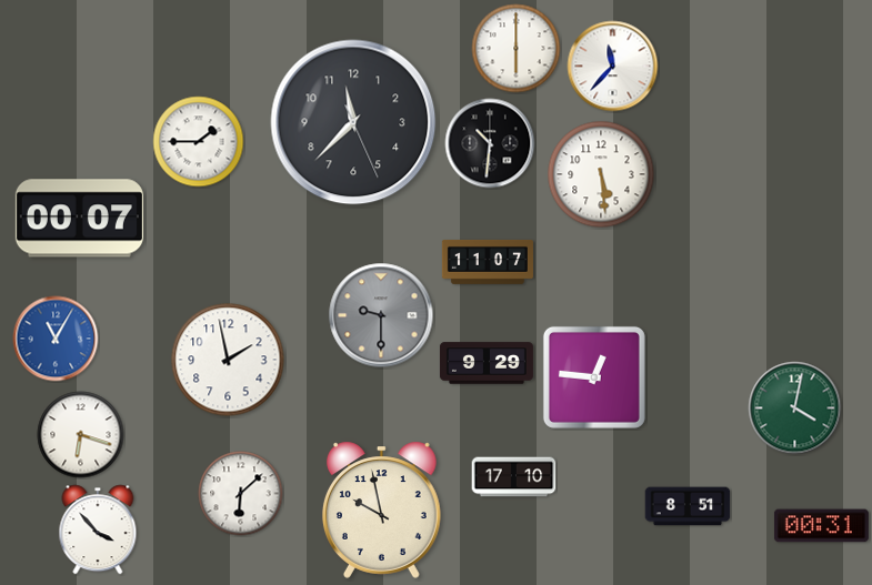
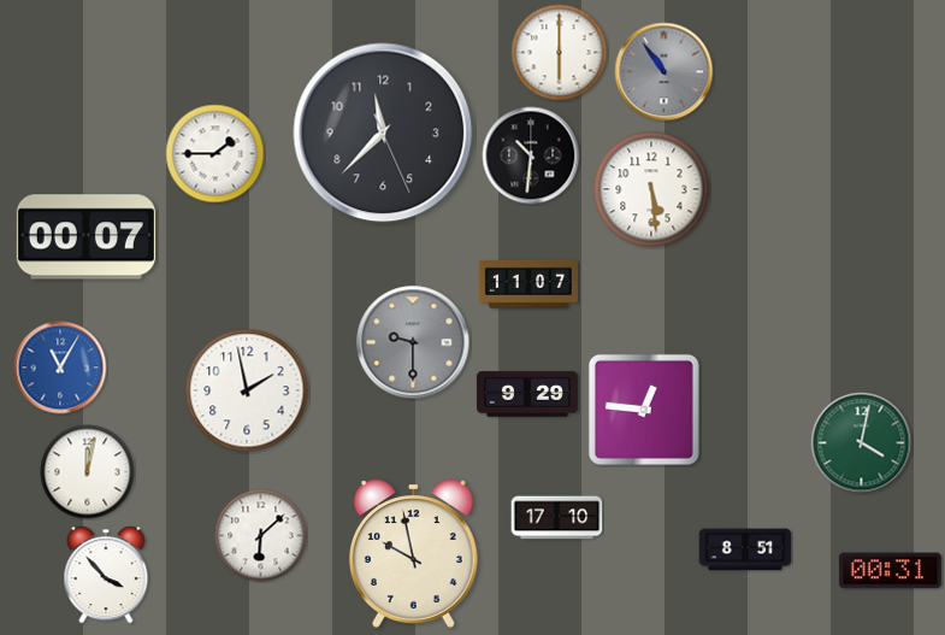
clock at (613, 67): 11:37 -> 10:54
clock at (613, 67) dial: white -> grey
clock at (81, 435): 6:18 -> 12:02
